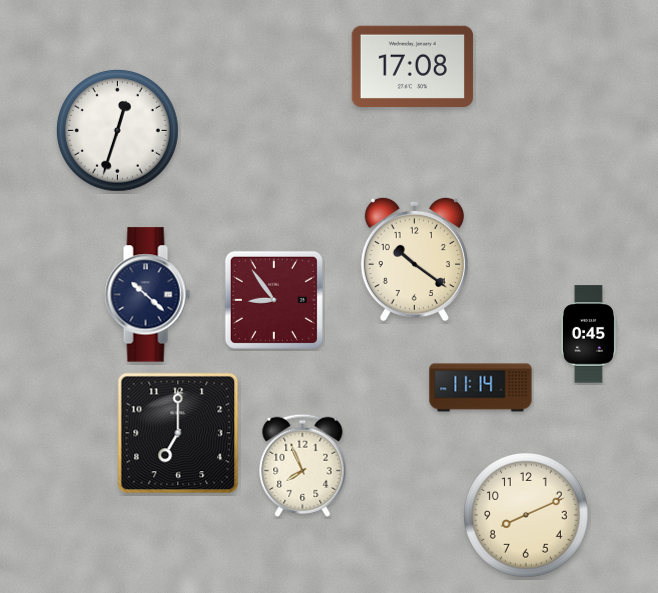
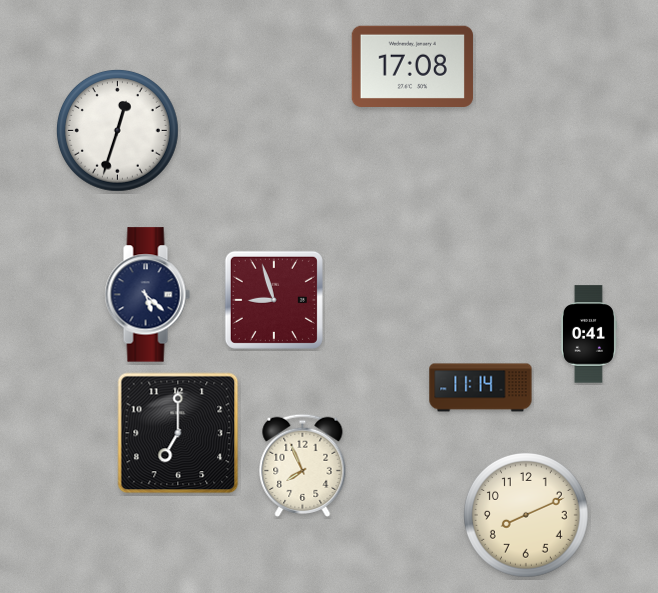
clock at (414, 259): 10:21 -> none
clock at (147, 295): 10:22 -> 5:22
clock at (274, 300): 8:54 -> 8:57
clock at (588, 334): 0:45 -> 0:41
